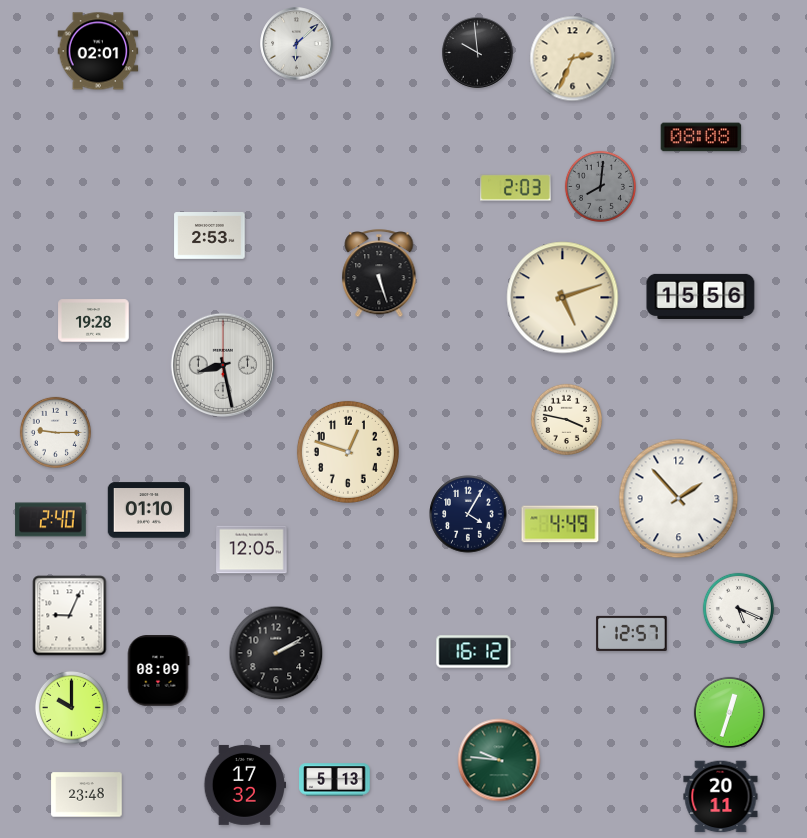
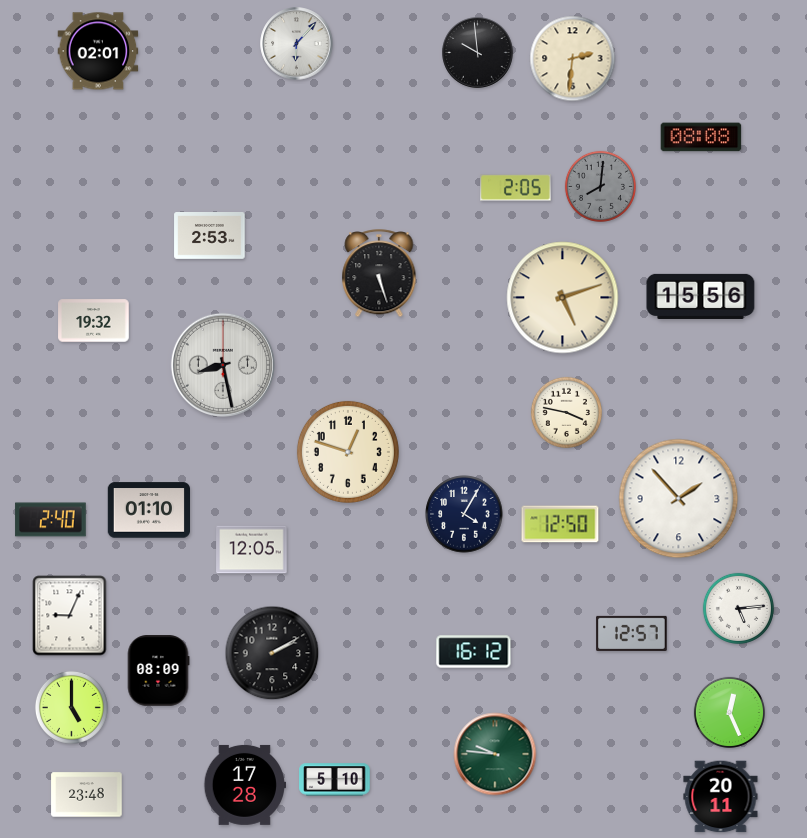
clock at (297, 44): 6:08 -> 6:07
clock at (573, 59): 2:34 -> 2:31
clock at (516, 188): 2:03 -> 2:05
clock at (94, 321): 19:28 -> 19:32
clock at (566, 419) position: (566, 419) -> (566, 412)
clock at (55, 432): 9:15 -> none
clock at (468, 514) position: (468, 514) -> (464, 514)
clock at (560, 524): 4:49 -> 12:50
clock at (738, 608): 5:19 -> 5:14
clock at (276, 653) position: (276, 653) -> (272, 653)
clock at (71, 707): 10:00 -> 5:00
clock at (729, 712): 12:33 -> 12:26
clock at (499, 760) position: (499, 760) -> (495, 754)
clock at (335, 780): 5:13 -> 5:10
clock at (244, 785): 17:32 -> 17:28
